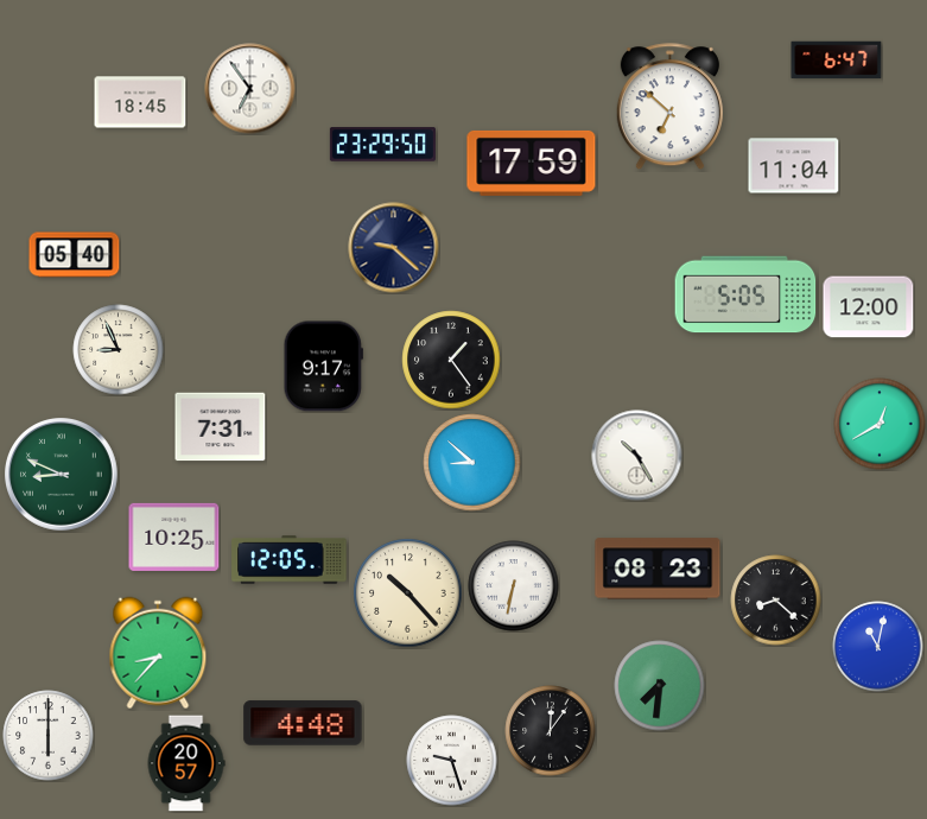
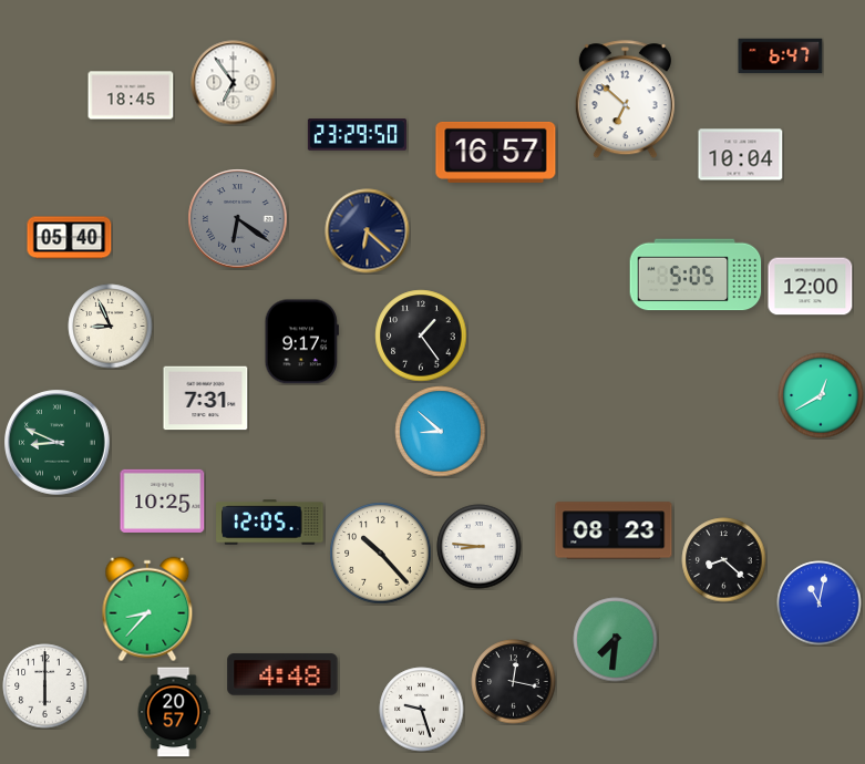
clock at (532, 163): 17:59 -> 16:57
clock at (794, 166): 11:04 -> 10:04
clock at (238, 219): none -> 6:21
clock at (394, 248): 9:22 -> 6:22
clock at (637, 456): 10:25 -> none
clock at (514, 586): 6:32 -> 8:46
clock at (551, 731): 12:06 -> 12:17
